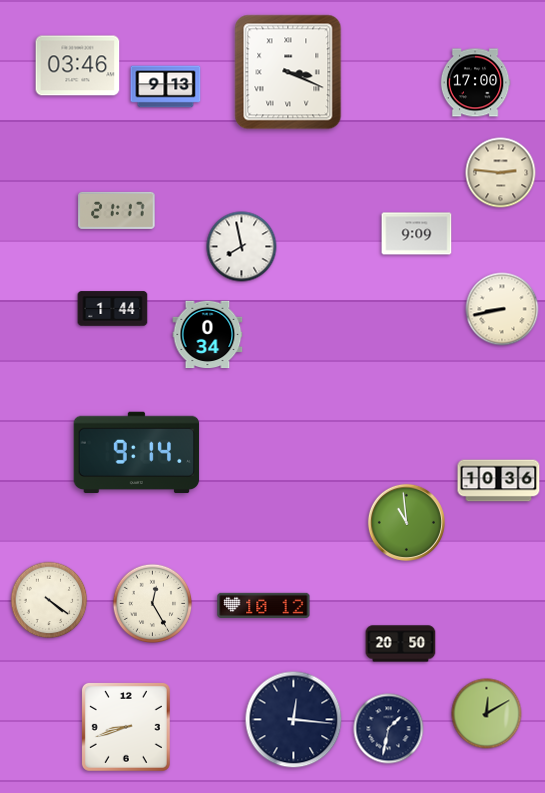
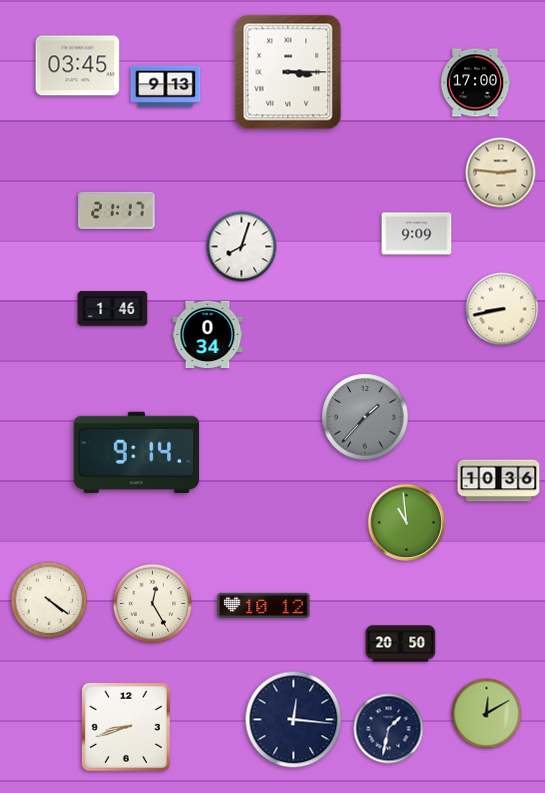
clock at (78, 66): 03:46 -> 03:45
clock at (288, 72): 3:19 -> 3:15
clock at (242, 247): 7:58 -> 8:03
clock at (113, 309): 1:44 -> 1:46
clock at (365, 417): none -> 1:37
